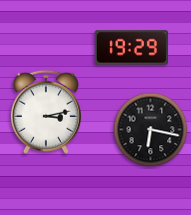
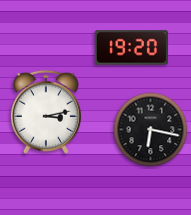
clock at (131, 48): 19:29 -> 19:20
